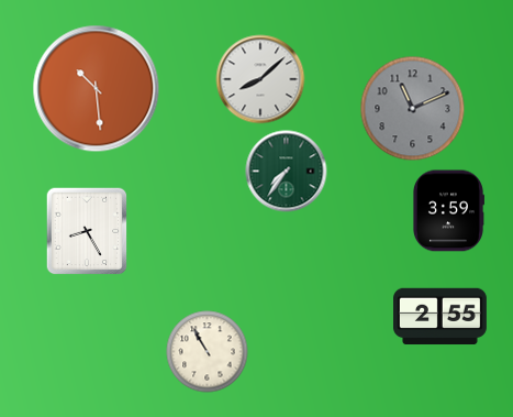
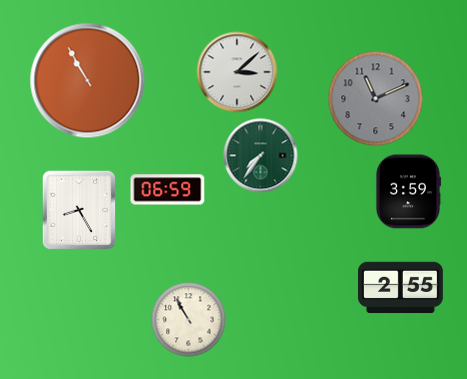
clock at (260, 79): 8:08 -> 3:08
clock at (97, 89): 10:29 -> 10:55
clock at (168, 190): none -> 06:59
